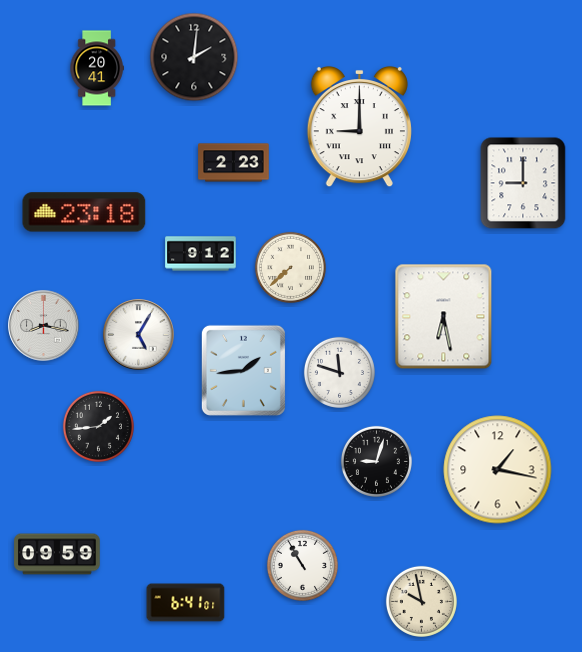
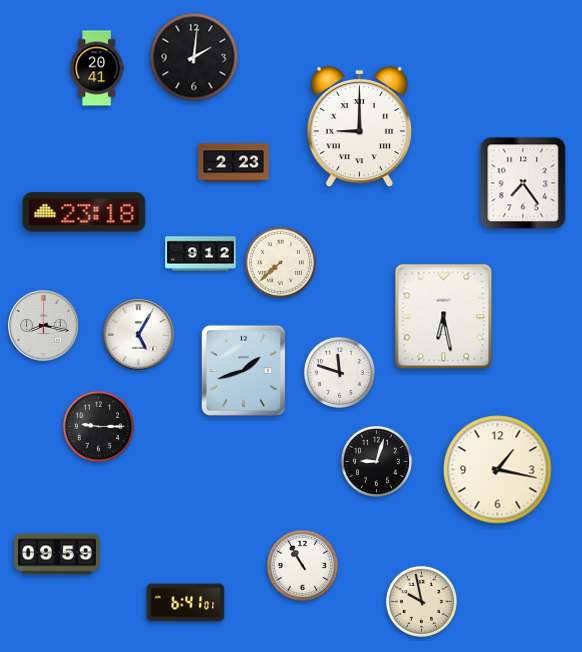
clock at (523, 183): 9:00 -> 7:24
clock at (290, 267) position: (290, 267) -> (280, 262)
clock at (243, 370): 1:44 -> 1:42
clock at (98, 426): 1:44 -> 9:15
